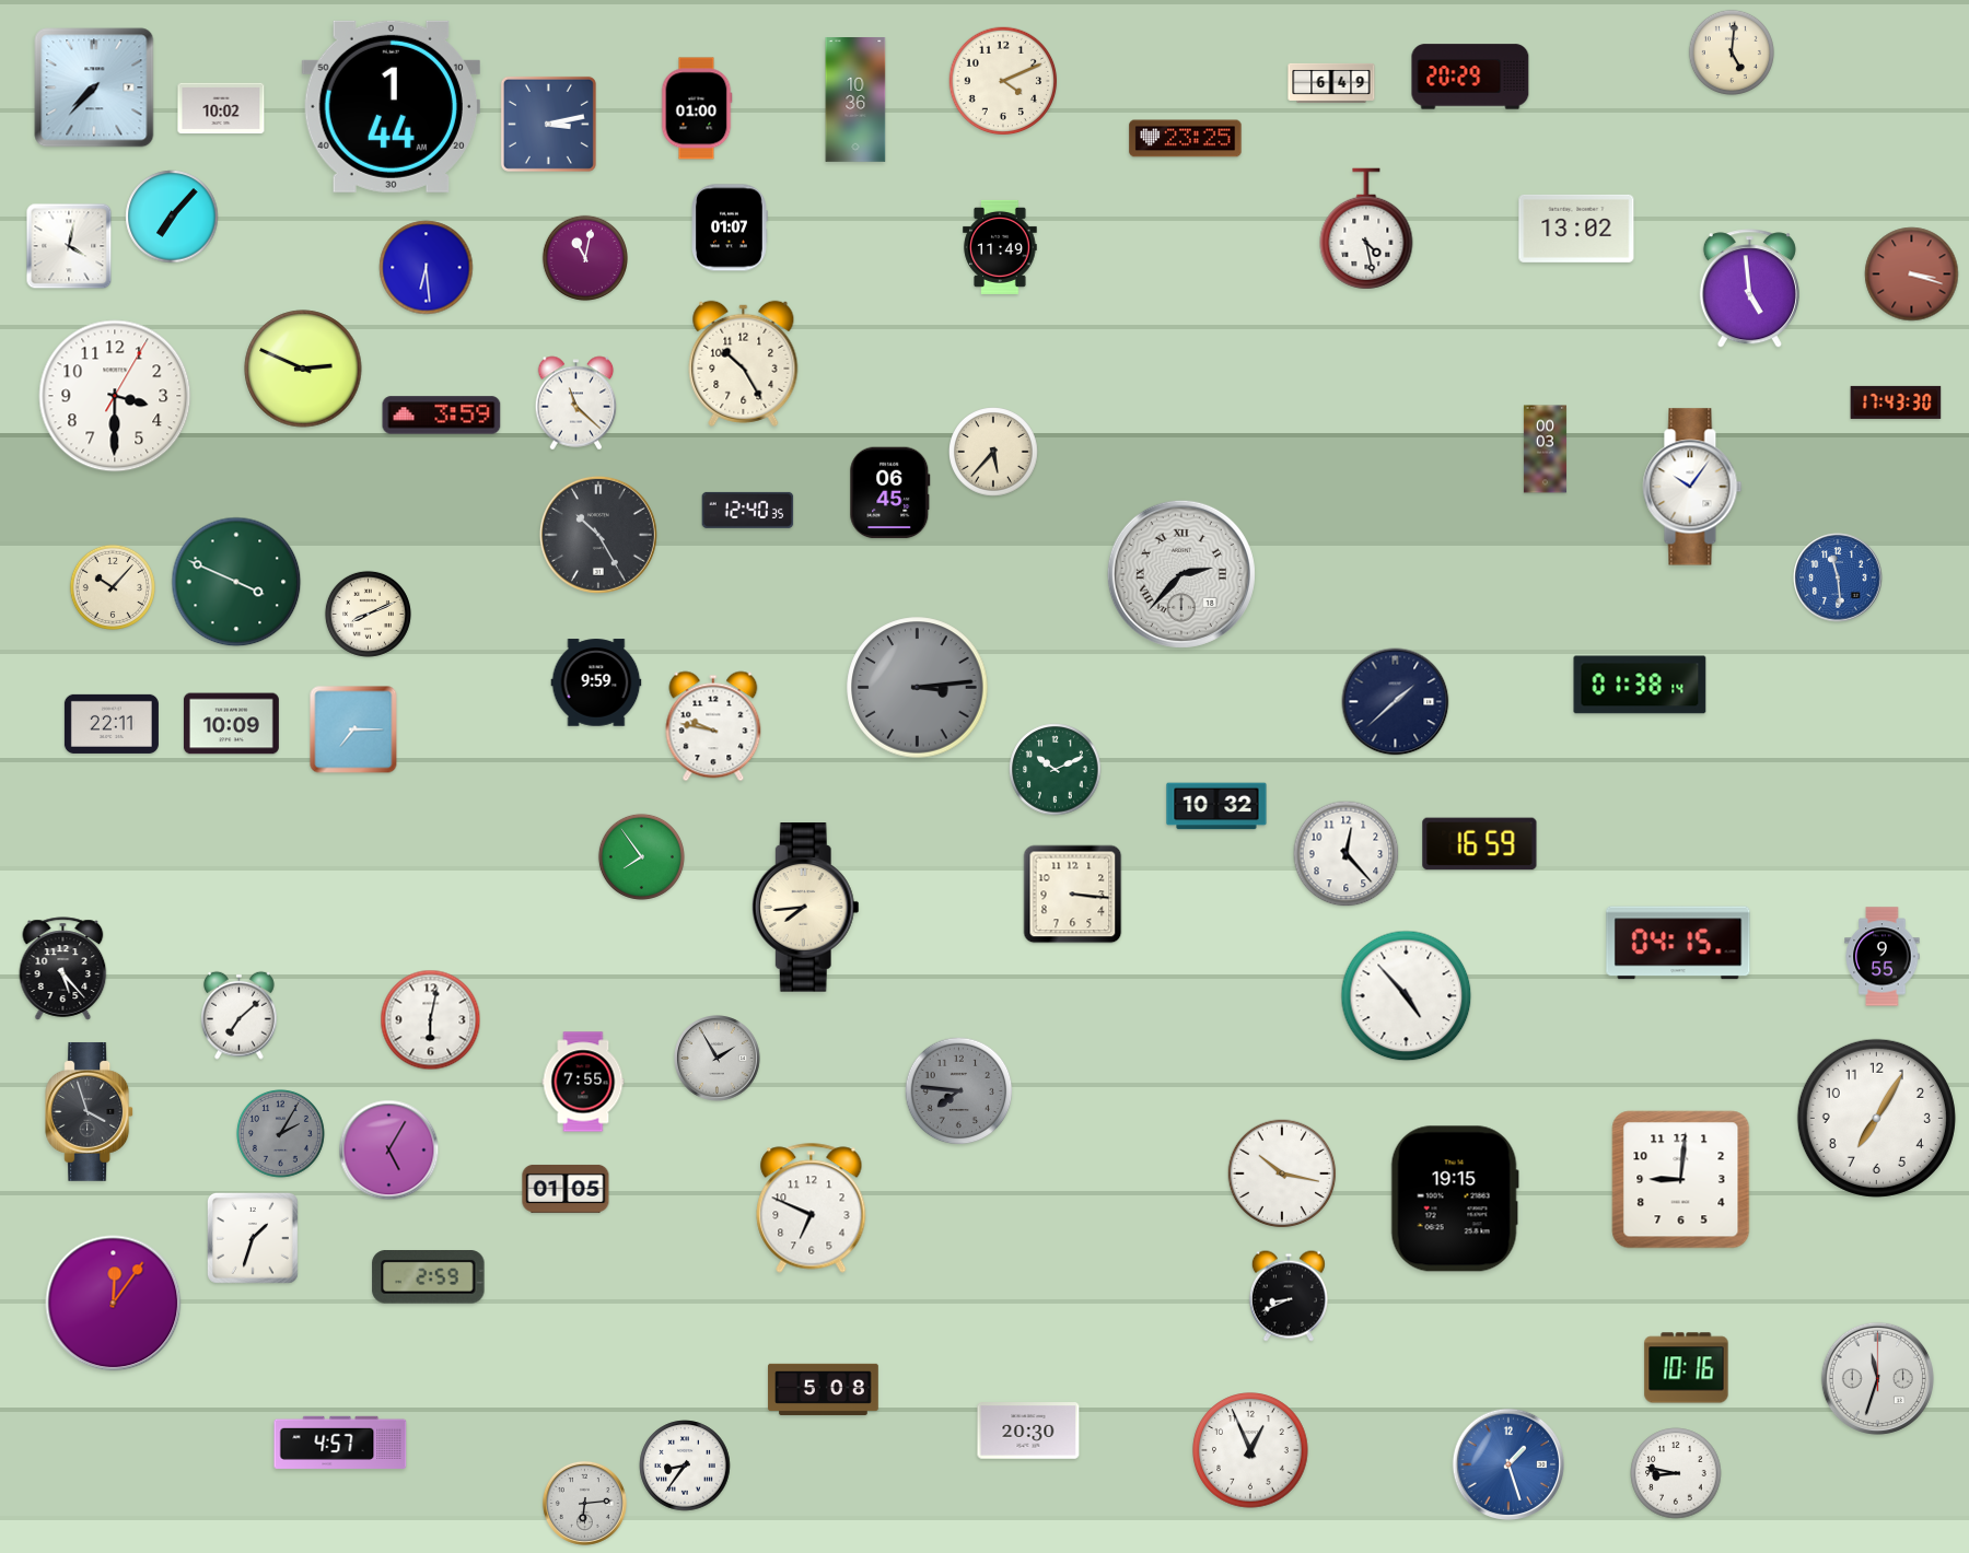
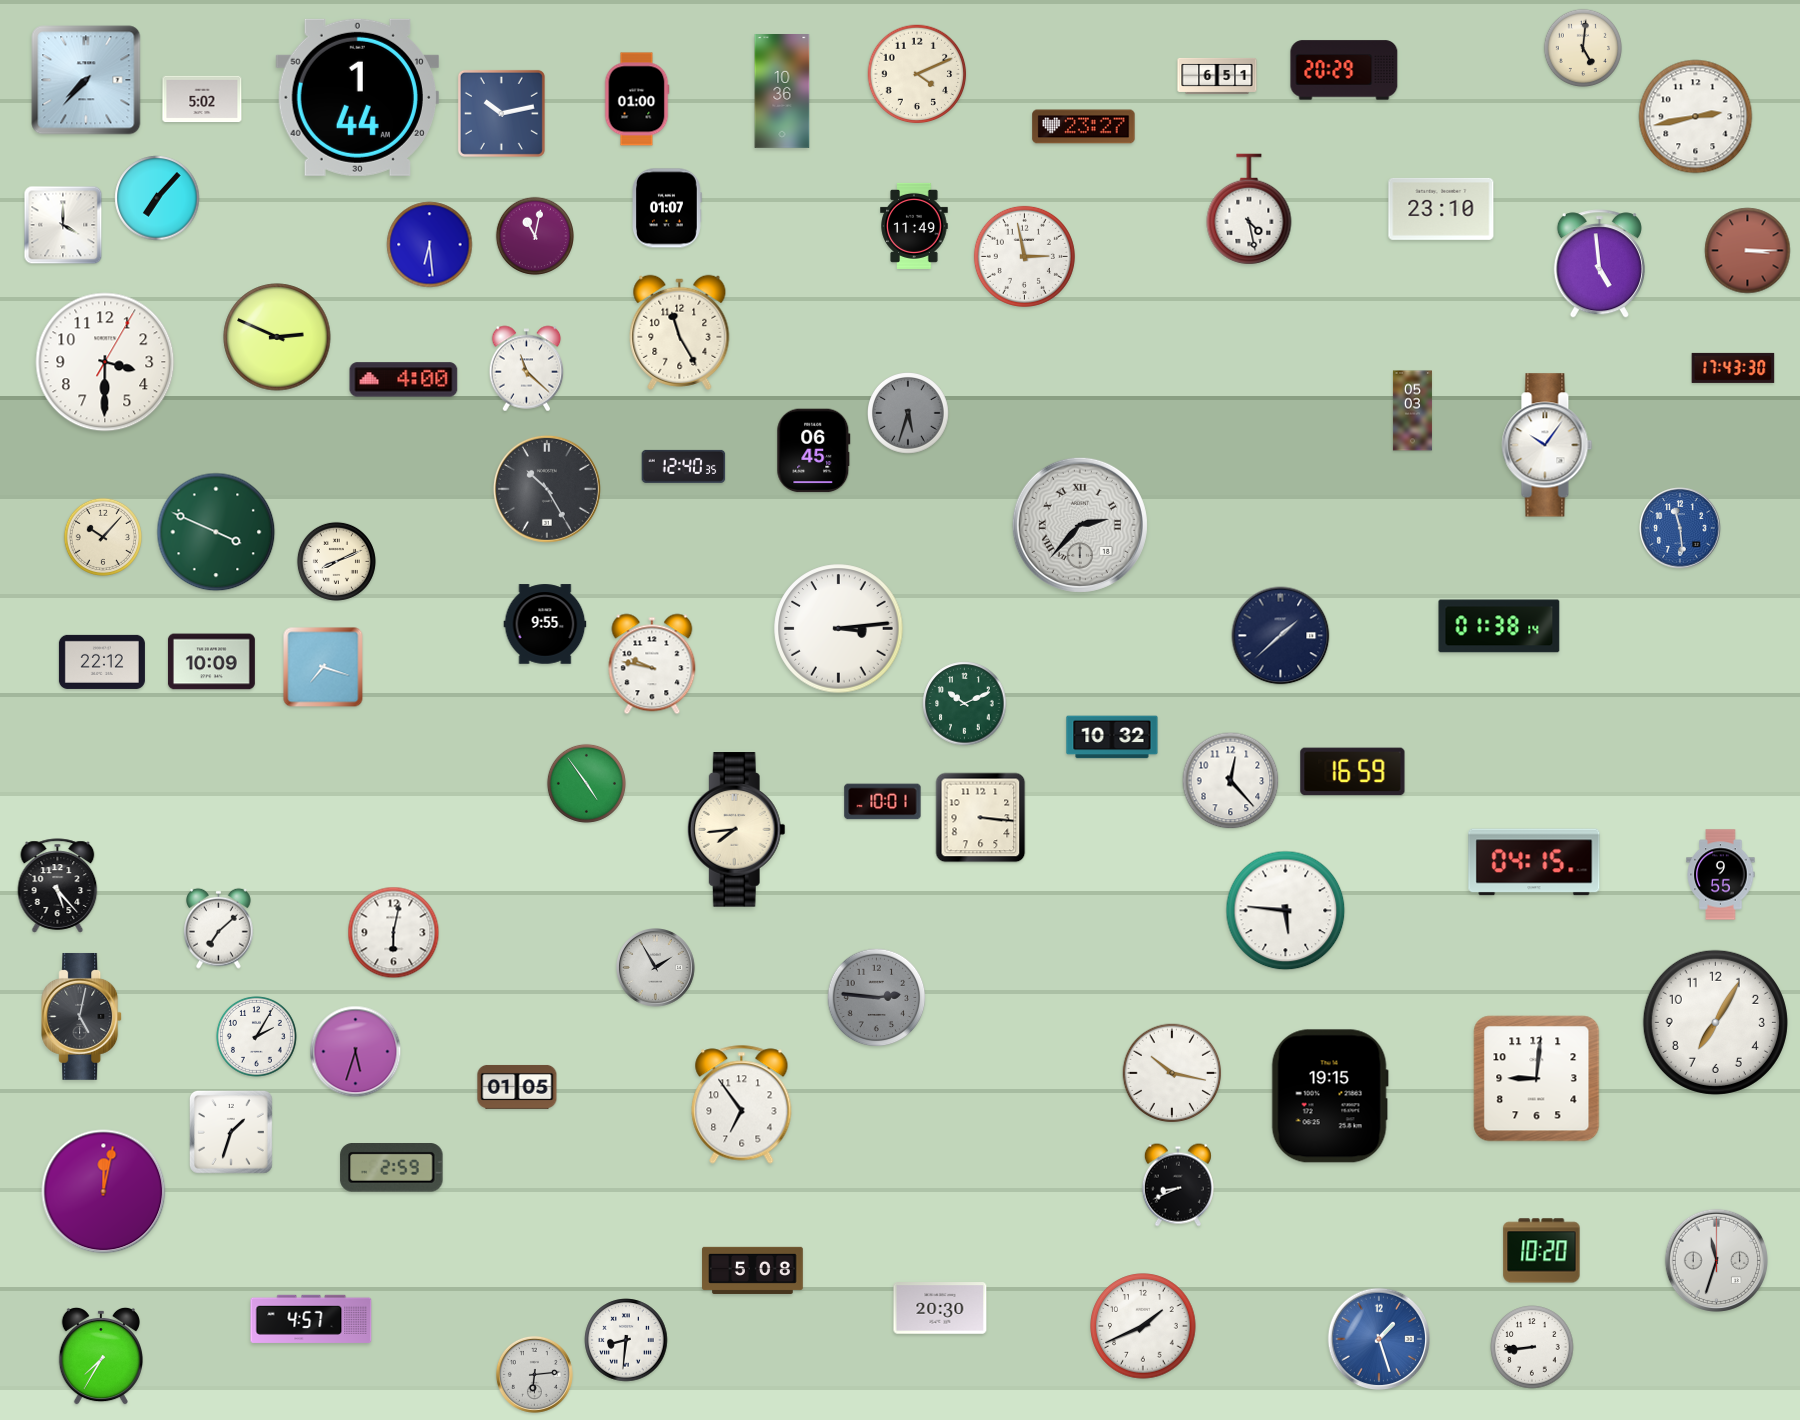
clock at (1331, 83): 6:49 -> 6:51
clock at (221, 108): 10:02 -> 5:02
clock at (548, 124): 3:13 -> 10:13
clock at (1696, 117): none -> 2:43
clock at (1186, 139): 23:25 -> 23:27
clock at (1576, 229): 13:02 -> 23:10
clock at (69, 246): 4:02 -> 4:00
clock at (427, 268) position: (427, 268) -> (430, 245)
clock at (1912, 275): 3:18 -> 3:15
clock at (1024, 256): none -> 2:58
clock at (744, 363): 10:25 -> 11:25
clock at (442, 416): 3:59 -> 4:00
clock at (1545, 449): 00:03 -> 05:03
clock at (994, 453): 5:37 -> 5:33
clock at (994, 453) dial: cream -> grey
clock at (596, 682): 9:59 -> 9:55
clock at (918, 688) dial: grey -> white
clock at (1396, 702) position: (1396, 702) -> (1281, 636)
clock at (112, 724): 22:11 -> 22:12
clock at (353, 729): 7:15 -> 7:18
clock at (641, 856): 7:54 -> 4:54
clock at (883, 802): none -> 10:01
clock at (1407, 996): 4:53 -> 5:46
clock at (583, 1082): 7:55 -> none
clock at (959, 1091): 7:46 -> 2:46
clock at (90, 1111): 3:57 -> 5:02
clock at (280, 1133) dial: grey -> white
clock at (389, 1151): 5:05 -> 5:33
clock at (812, 1208): 6:49 -> 6:54
clock at (114, 1304): 12:06 -> 12:02
clock at (1687, 1368): 10:16 -> 10:20
clock at (1250, 1450): 12:56 -> 1:41
clock at (685, 1466): 8:36 -> 8:31
clock at (1676, 1473): 8:47 -> 8:44
clock at (101, 1356): none -> 7:35
